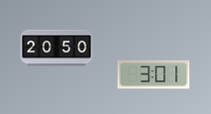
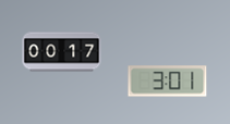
clock at (57, 48): 20:50 -> 00:17
